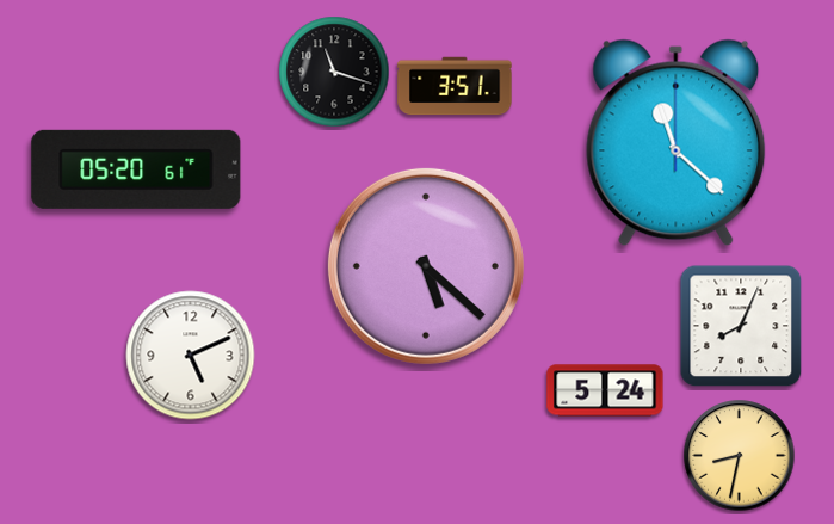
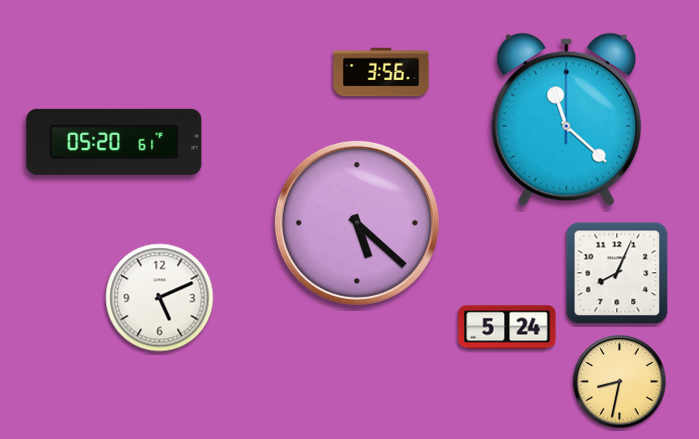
clock at (334, 72): 11:18 -> none
clock at (455, 86): 3:51 -> 3:56
clock at (741, 326) position: (741, 326) -> (617, 273)
